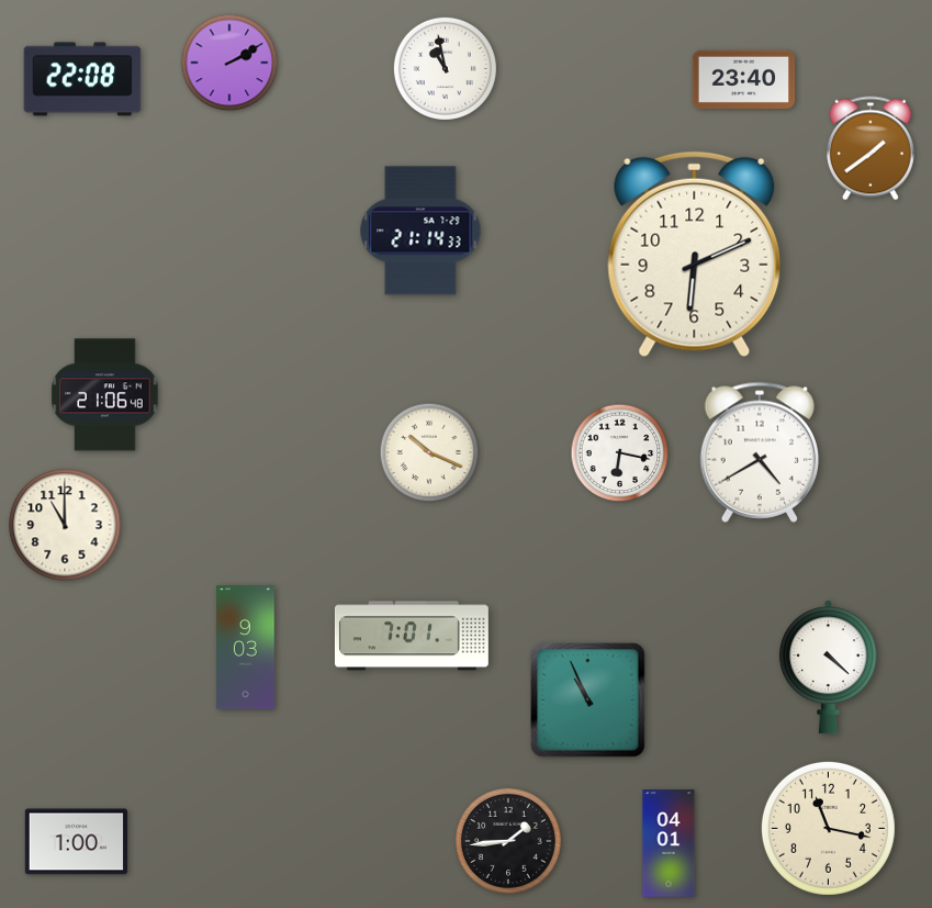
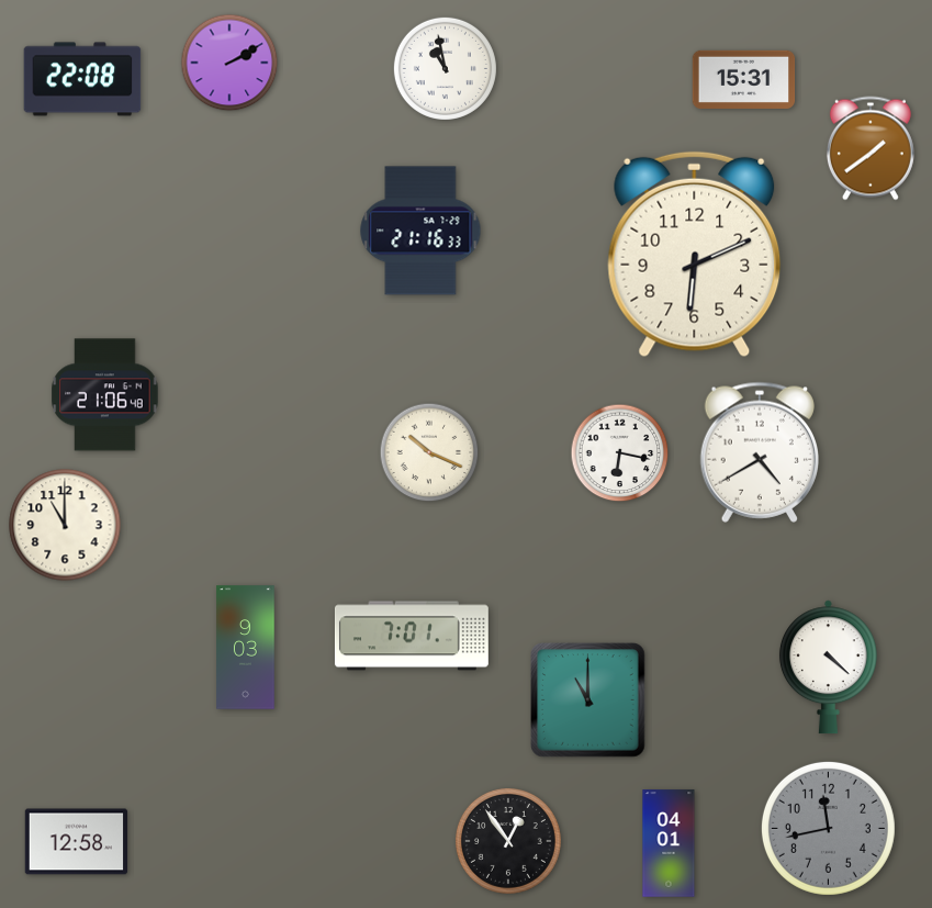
clock at (744, 79): 23:40 -> 15:31
clock at (420, 231): 21:14 -> 21:16
clock at (588, 700): 10:56 -> 11:00
clock at (828, 828): 11:17 -> 11:43
clock at (828, 828) dial: cream -> grey
clock at (508, 841): 1:44 -> 12:54
clock at (77, 842): 1:00 -> 12:58
